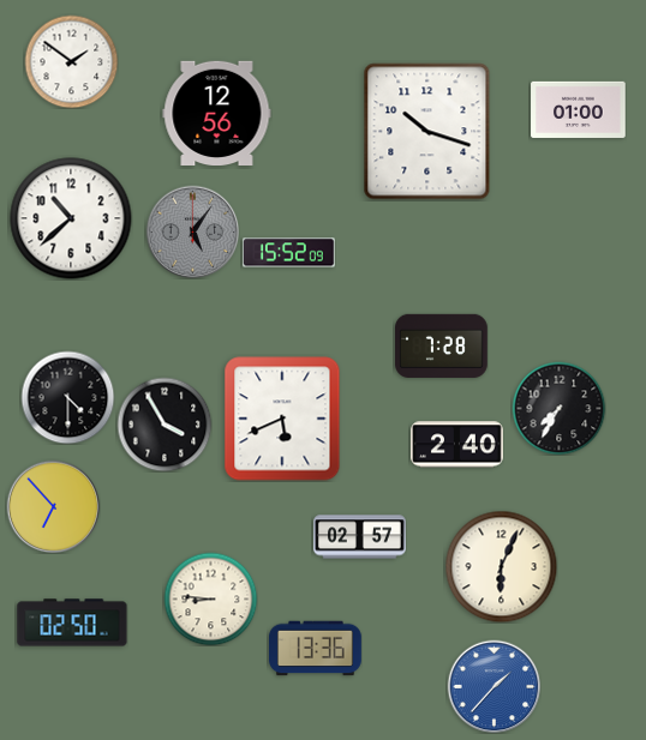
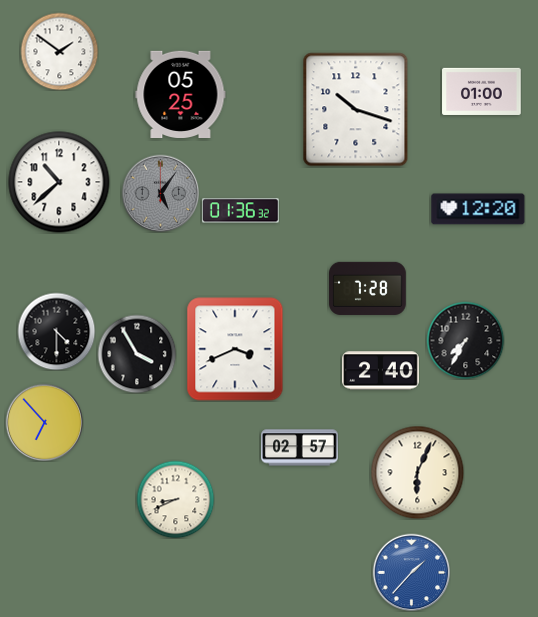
clock at (217, 113): 12:56 -> 05:25
clock at (478, 209): none -> 12:20
clock at (288, 253): 15:52 -> 01:36
clock at (282, 419): 5:41 -> 3:41
clock at (210, 598): 8:46 -> 8:41
clock at (72, 622): 02:50 -> none
clock at (316, 649): 13:36 -> none
